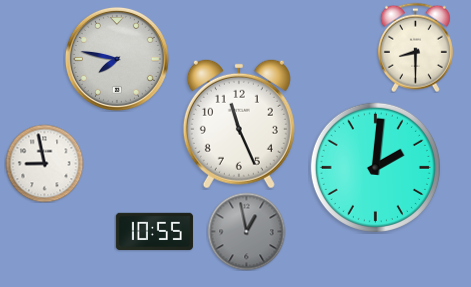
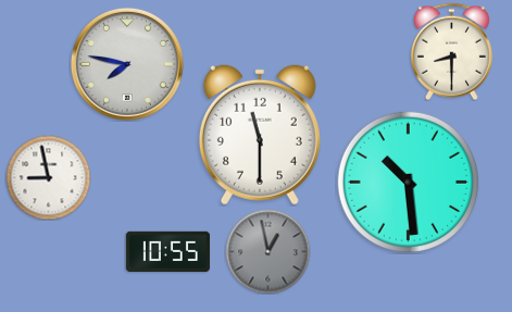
clock at (239, 124): 11:26 -> 11:30
clock at (375, 167): 2:01 -> 10:29
